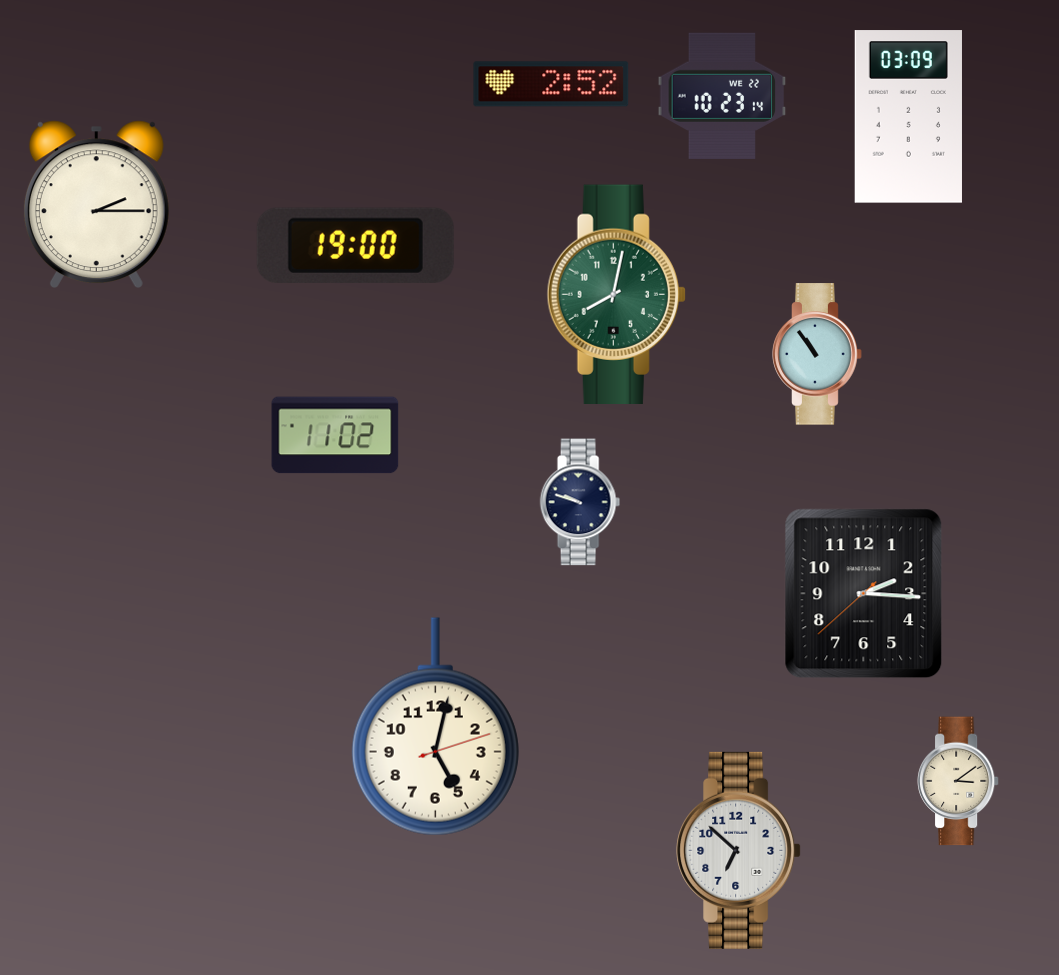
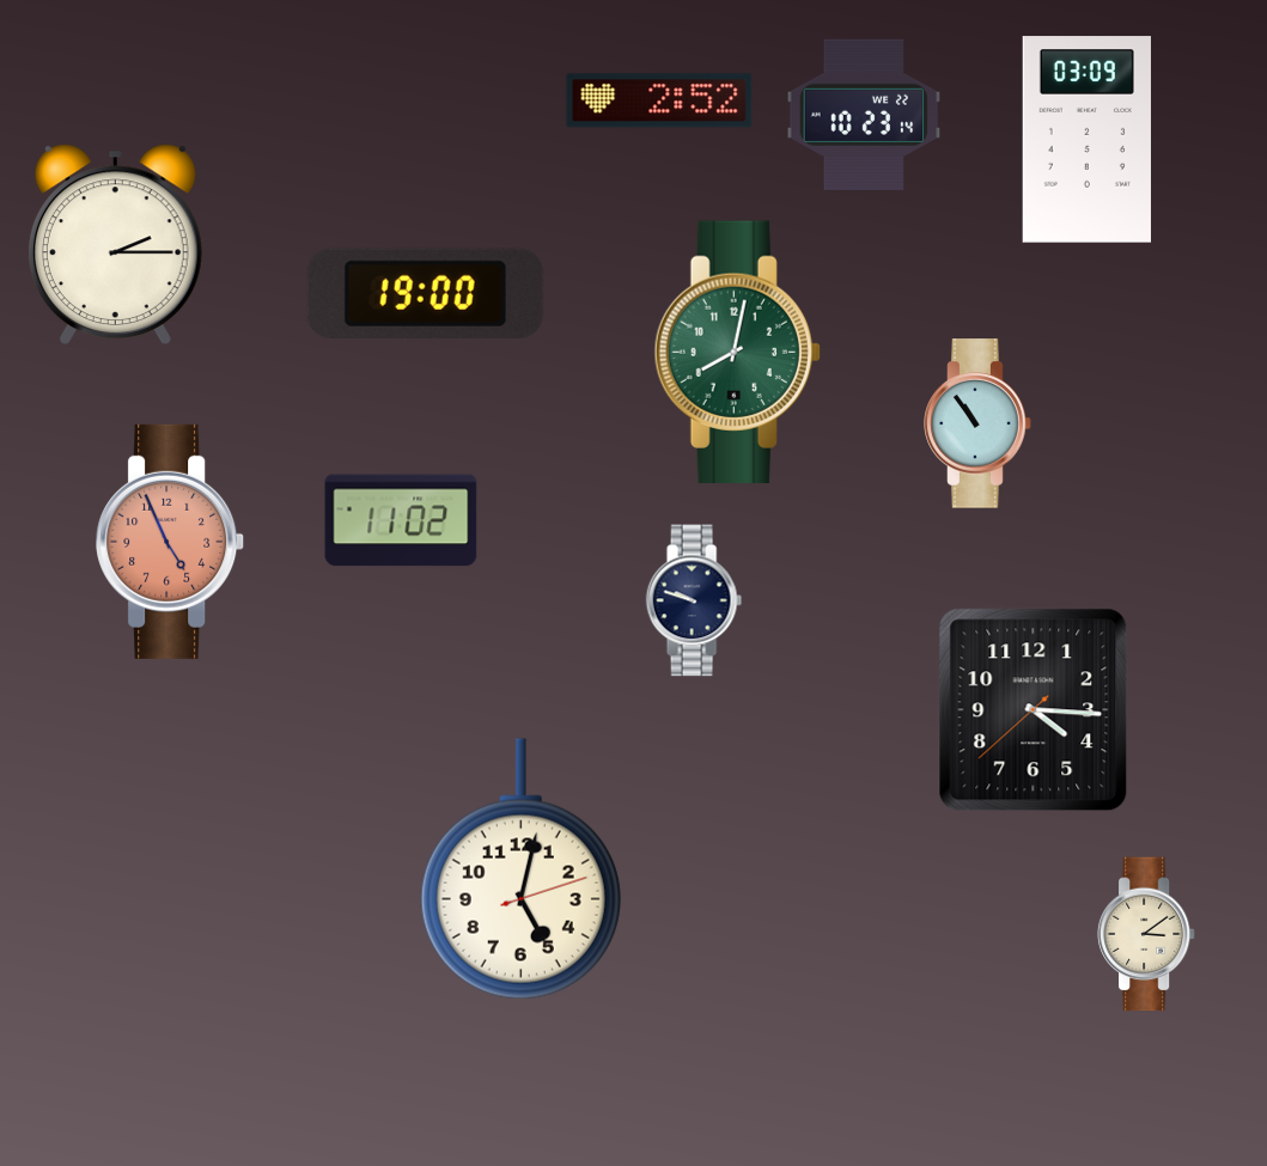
clock at (171, 542): none -> 4:56
clock at (864, 594): 2:15 -> 4:15
clock at (739, 850): 6:52 -> none
